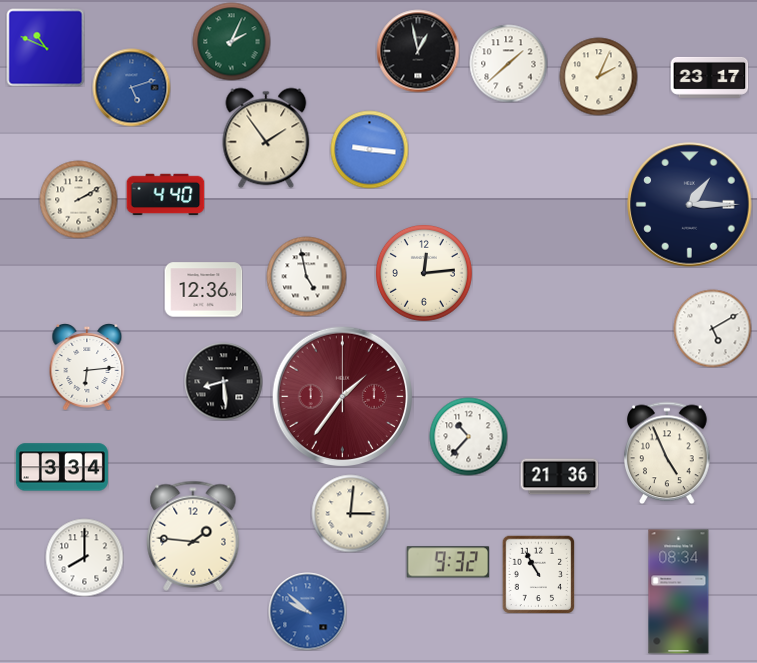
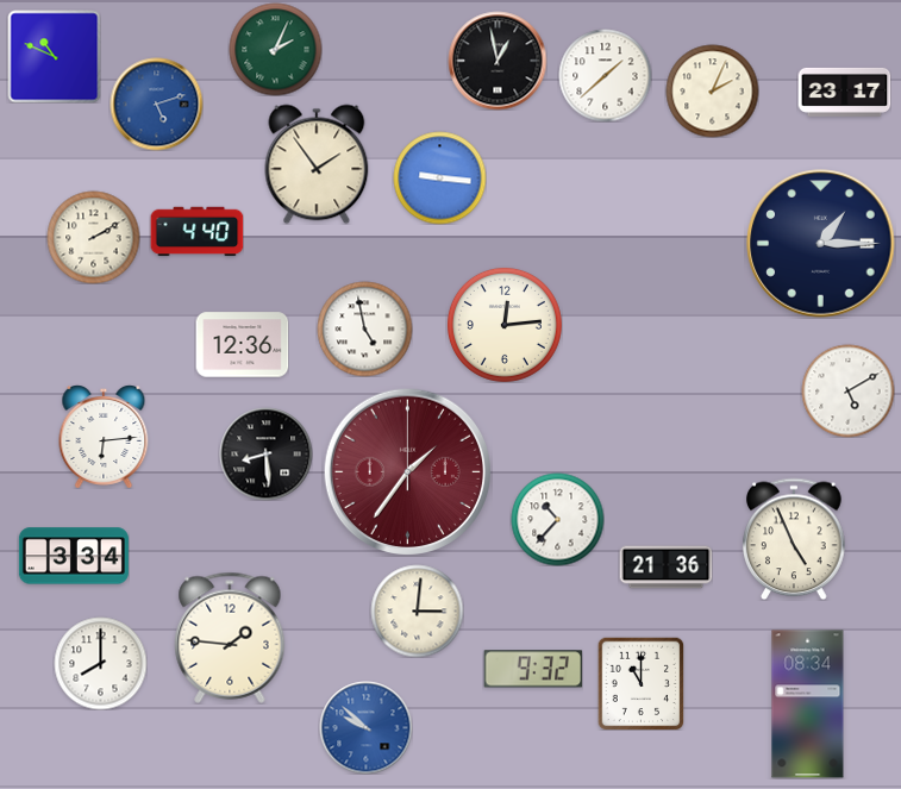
clock at (539, 574): 10:55 -> 11:00
